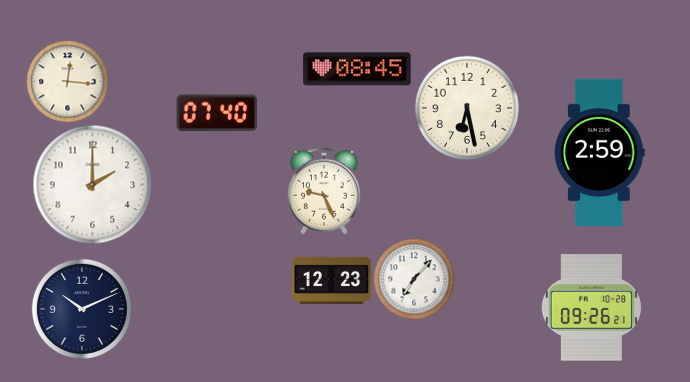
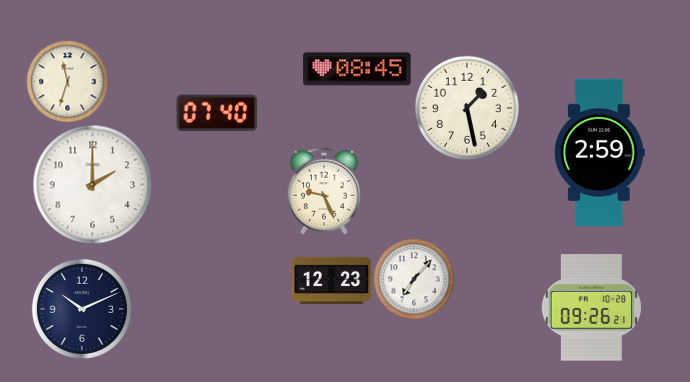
clock at (67, 81): 12:16 -> 11:33
clock at (467, 108): 6:28 -> 1:28
